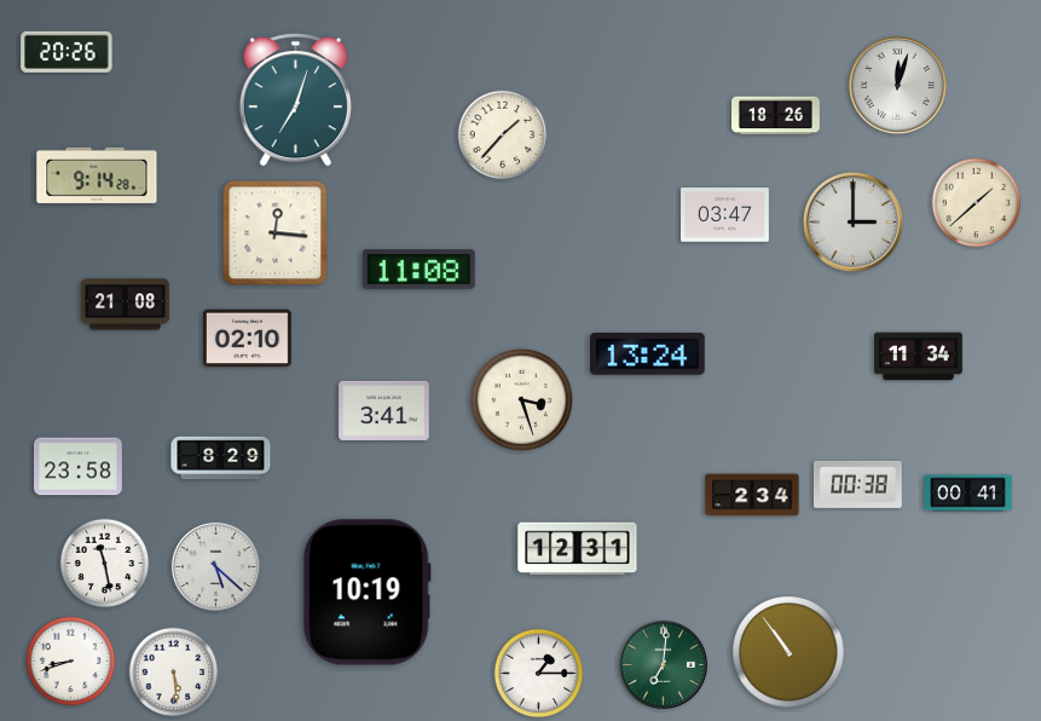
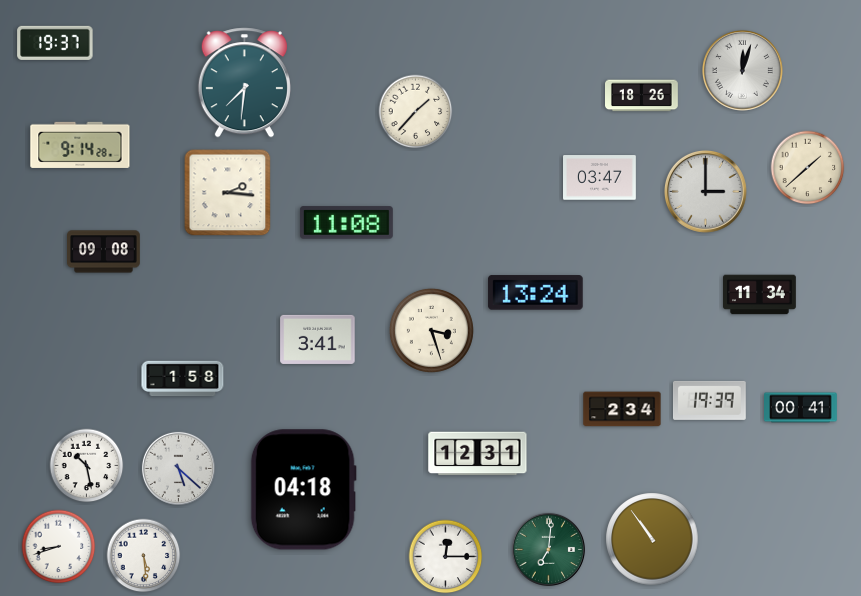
clock at (66, 52): 20:26 -> 19:37
clock at (295, 100): 7:03 -> 7:31
clock at (852, 221) position: (852, 221) -> (705, 191)
clock at (276, 233): 12:16 -> 2:16
clock at (126, 305): 21:08 -> 09:08
clock at (248, 339): 02:10 -> none
clock at (221, 458): 8:29 -> 1:58
clock at (79, 467): 23:58 -> none
clock at (858, 484): 00:38 -> 19:39
clock at (105, 564): 11:28 -> 10:28
clock at (366, 593): 10:19 -> 04:18
clock at (539, 674): 1:15 -> 12:15
